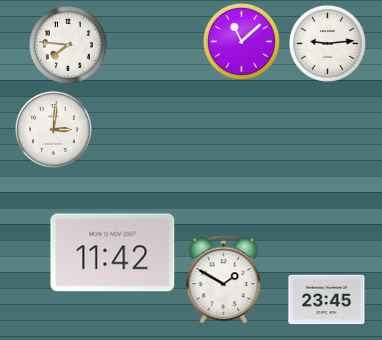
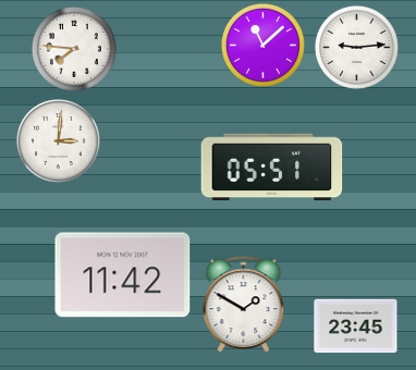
clock at (272, 168): none -> 05:51
